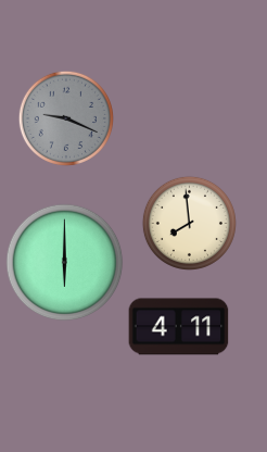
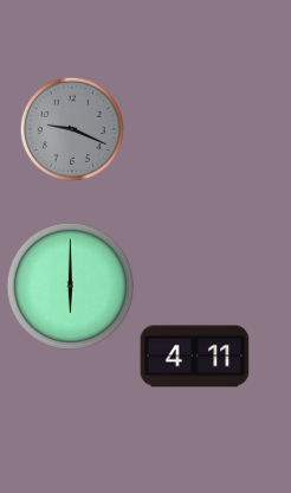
clock at (189, 223): 7:59 -> none
